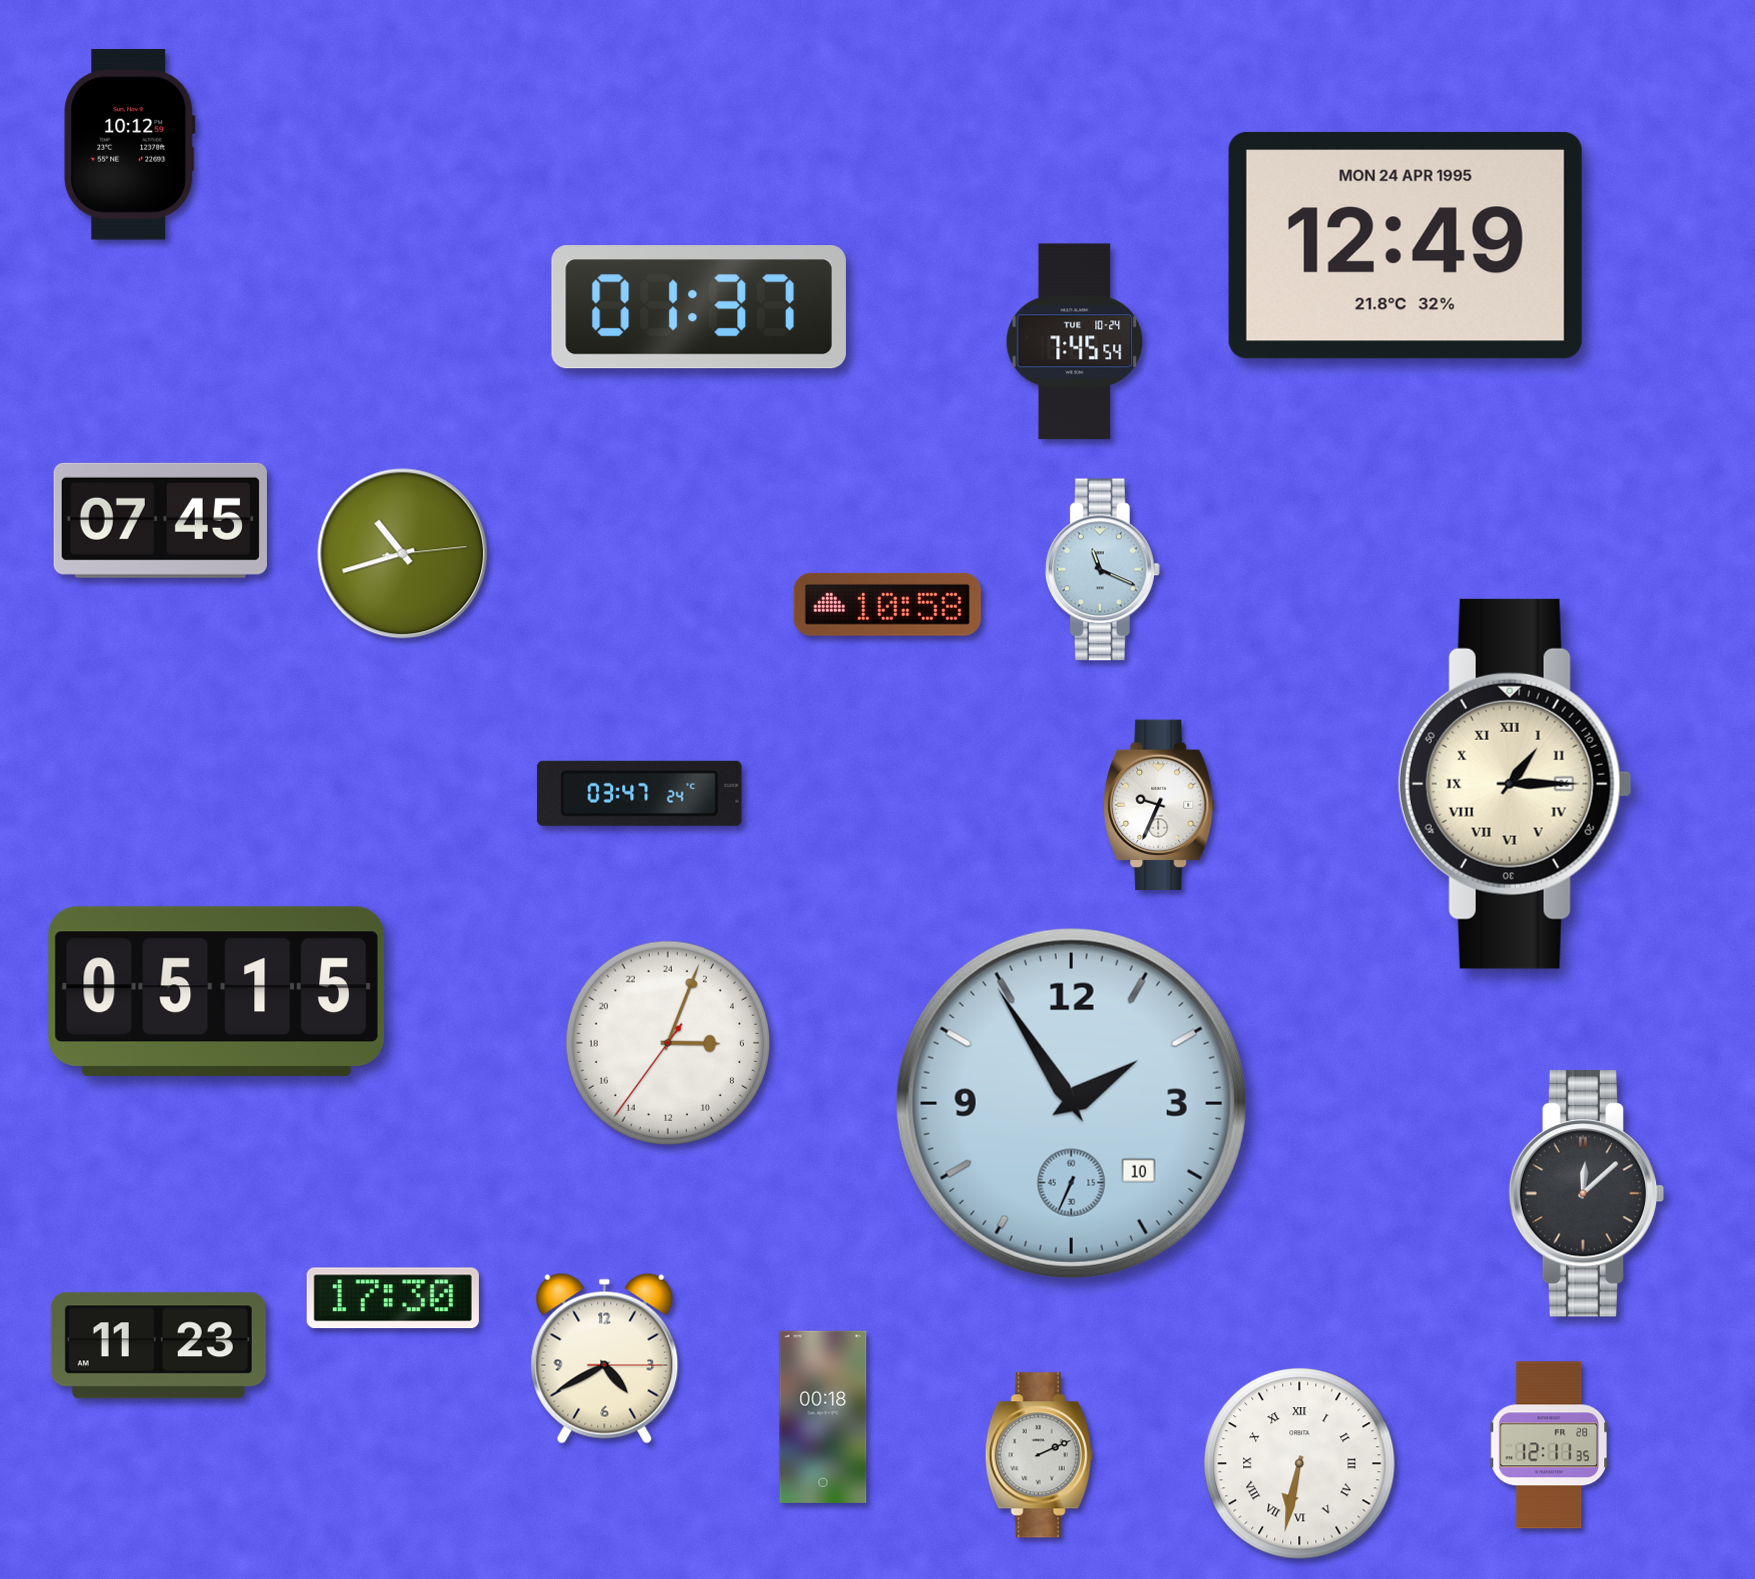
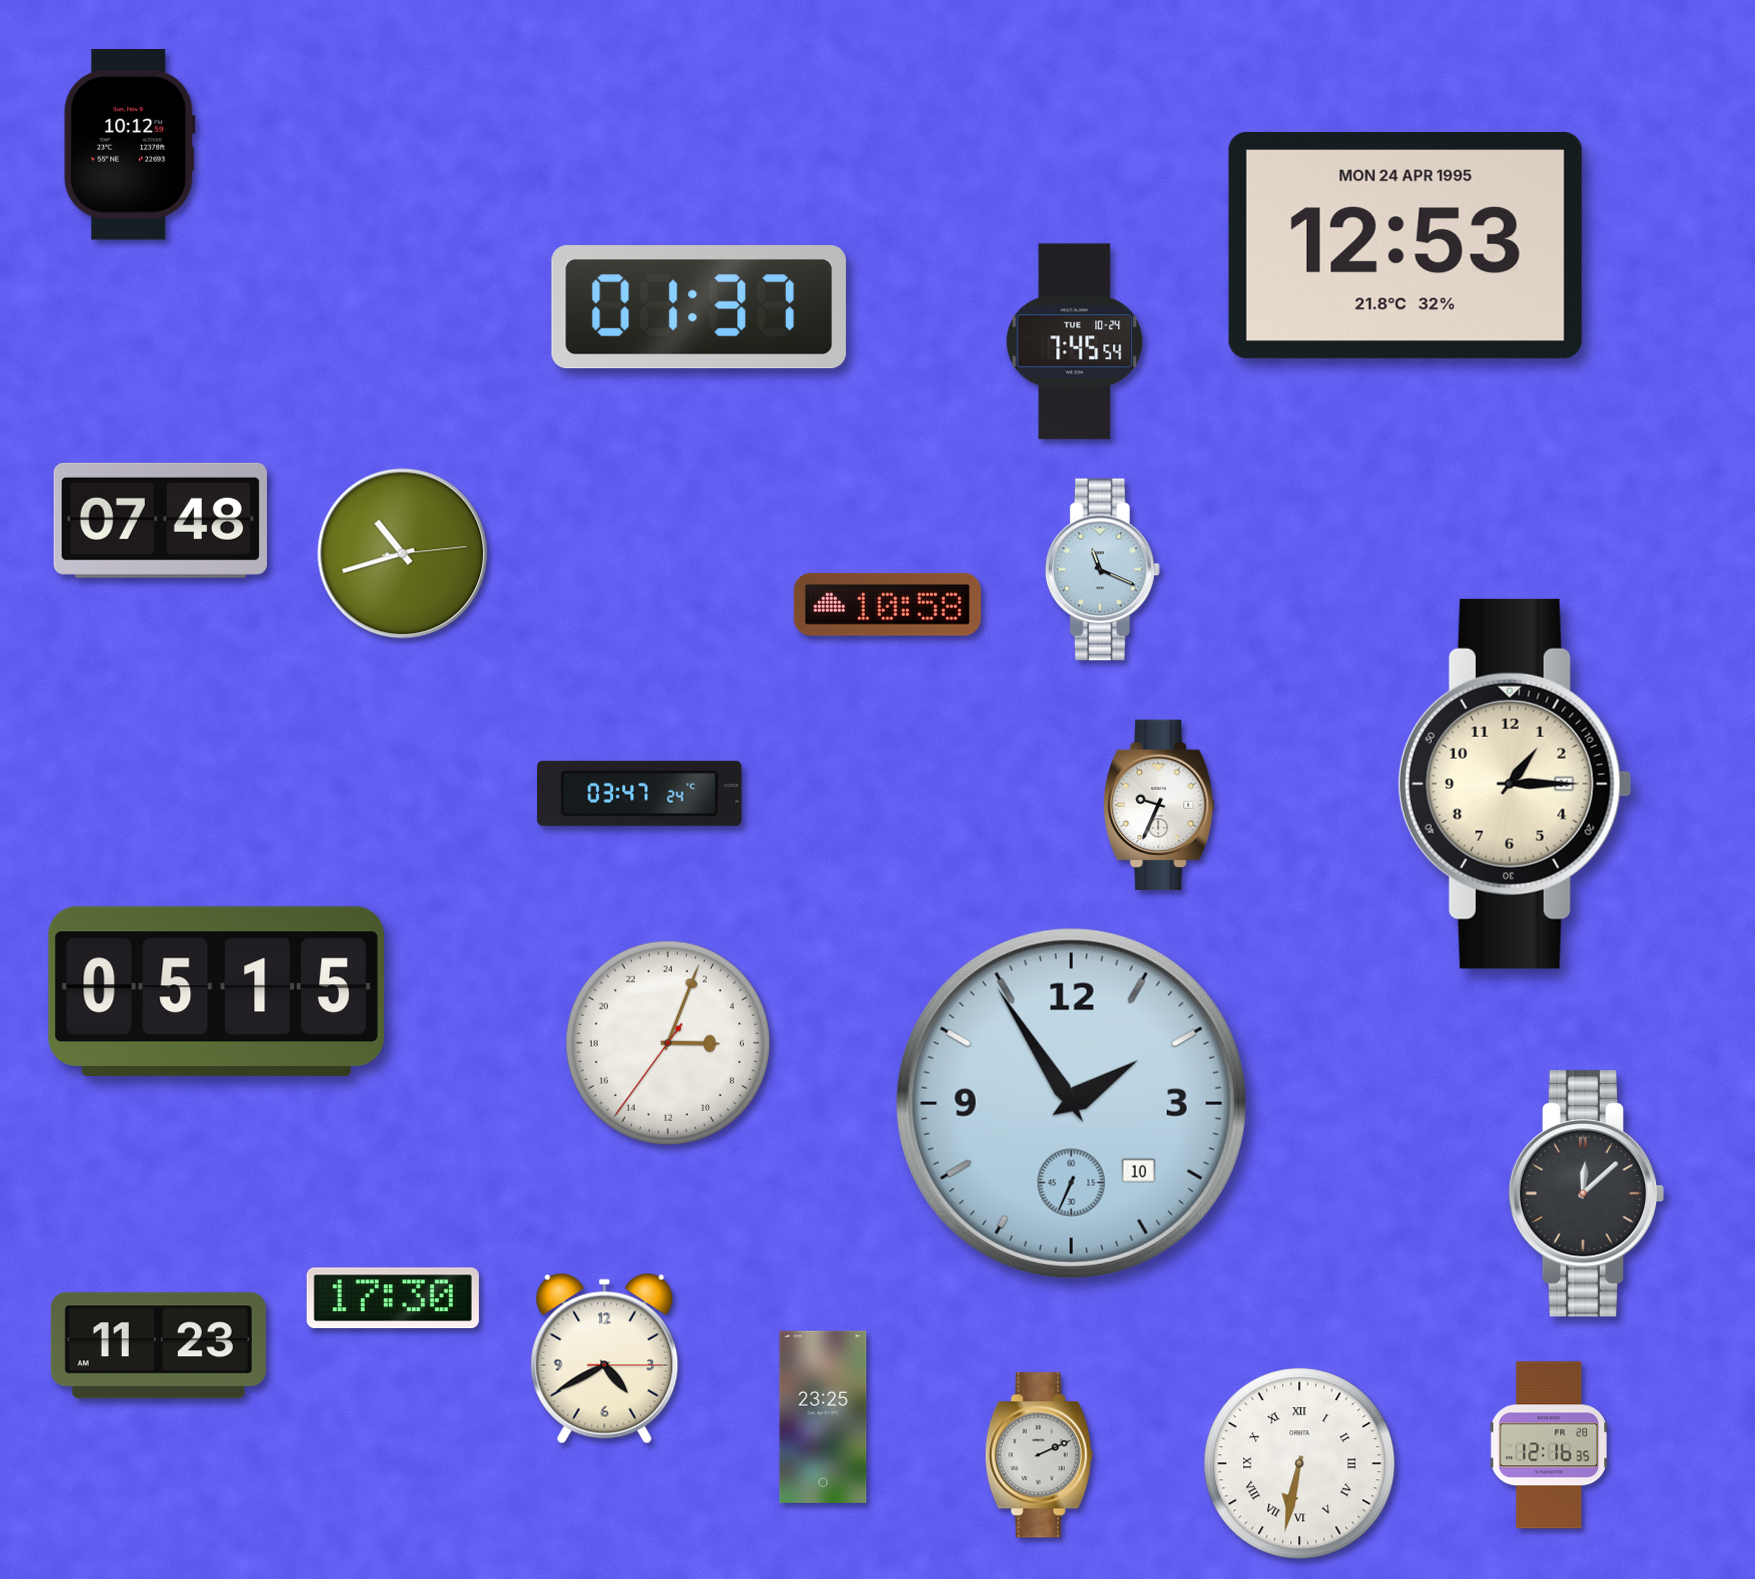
clock at (1405, 245): 12:49 -> 12:53
clock at (160, 520): 07:45 -> 07:48
clock at (1515, 784) numerals: Roman -> Arabic
clock at (823, 1417): 00:18 -> 23:25
clock at (1549, 1445): 12:11 -> 12:16
